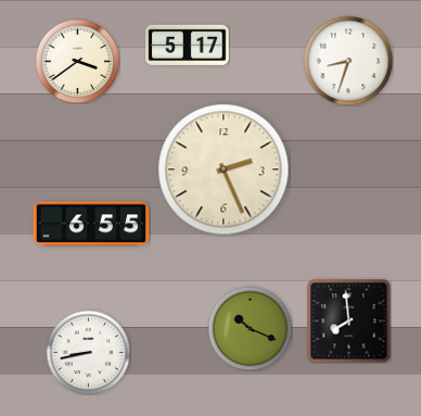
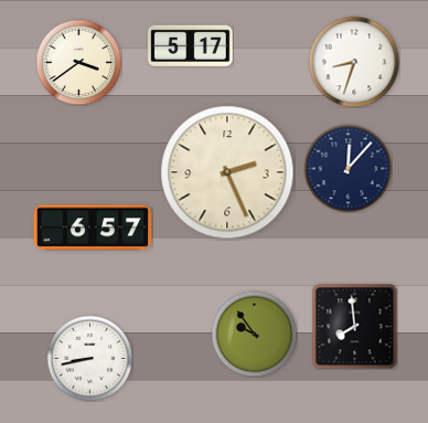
clock at (347, 168): none -> 12:07
clock at (91, 224): 6:55 -> 6:57
clock at (250, 328): 10:19 -> 9:54
